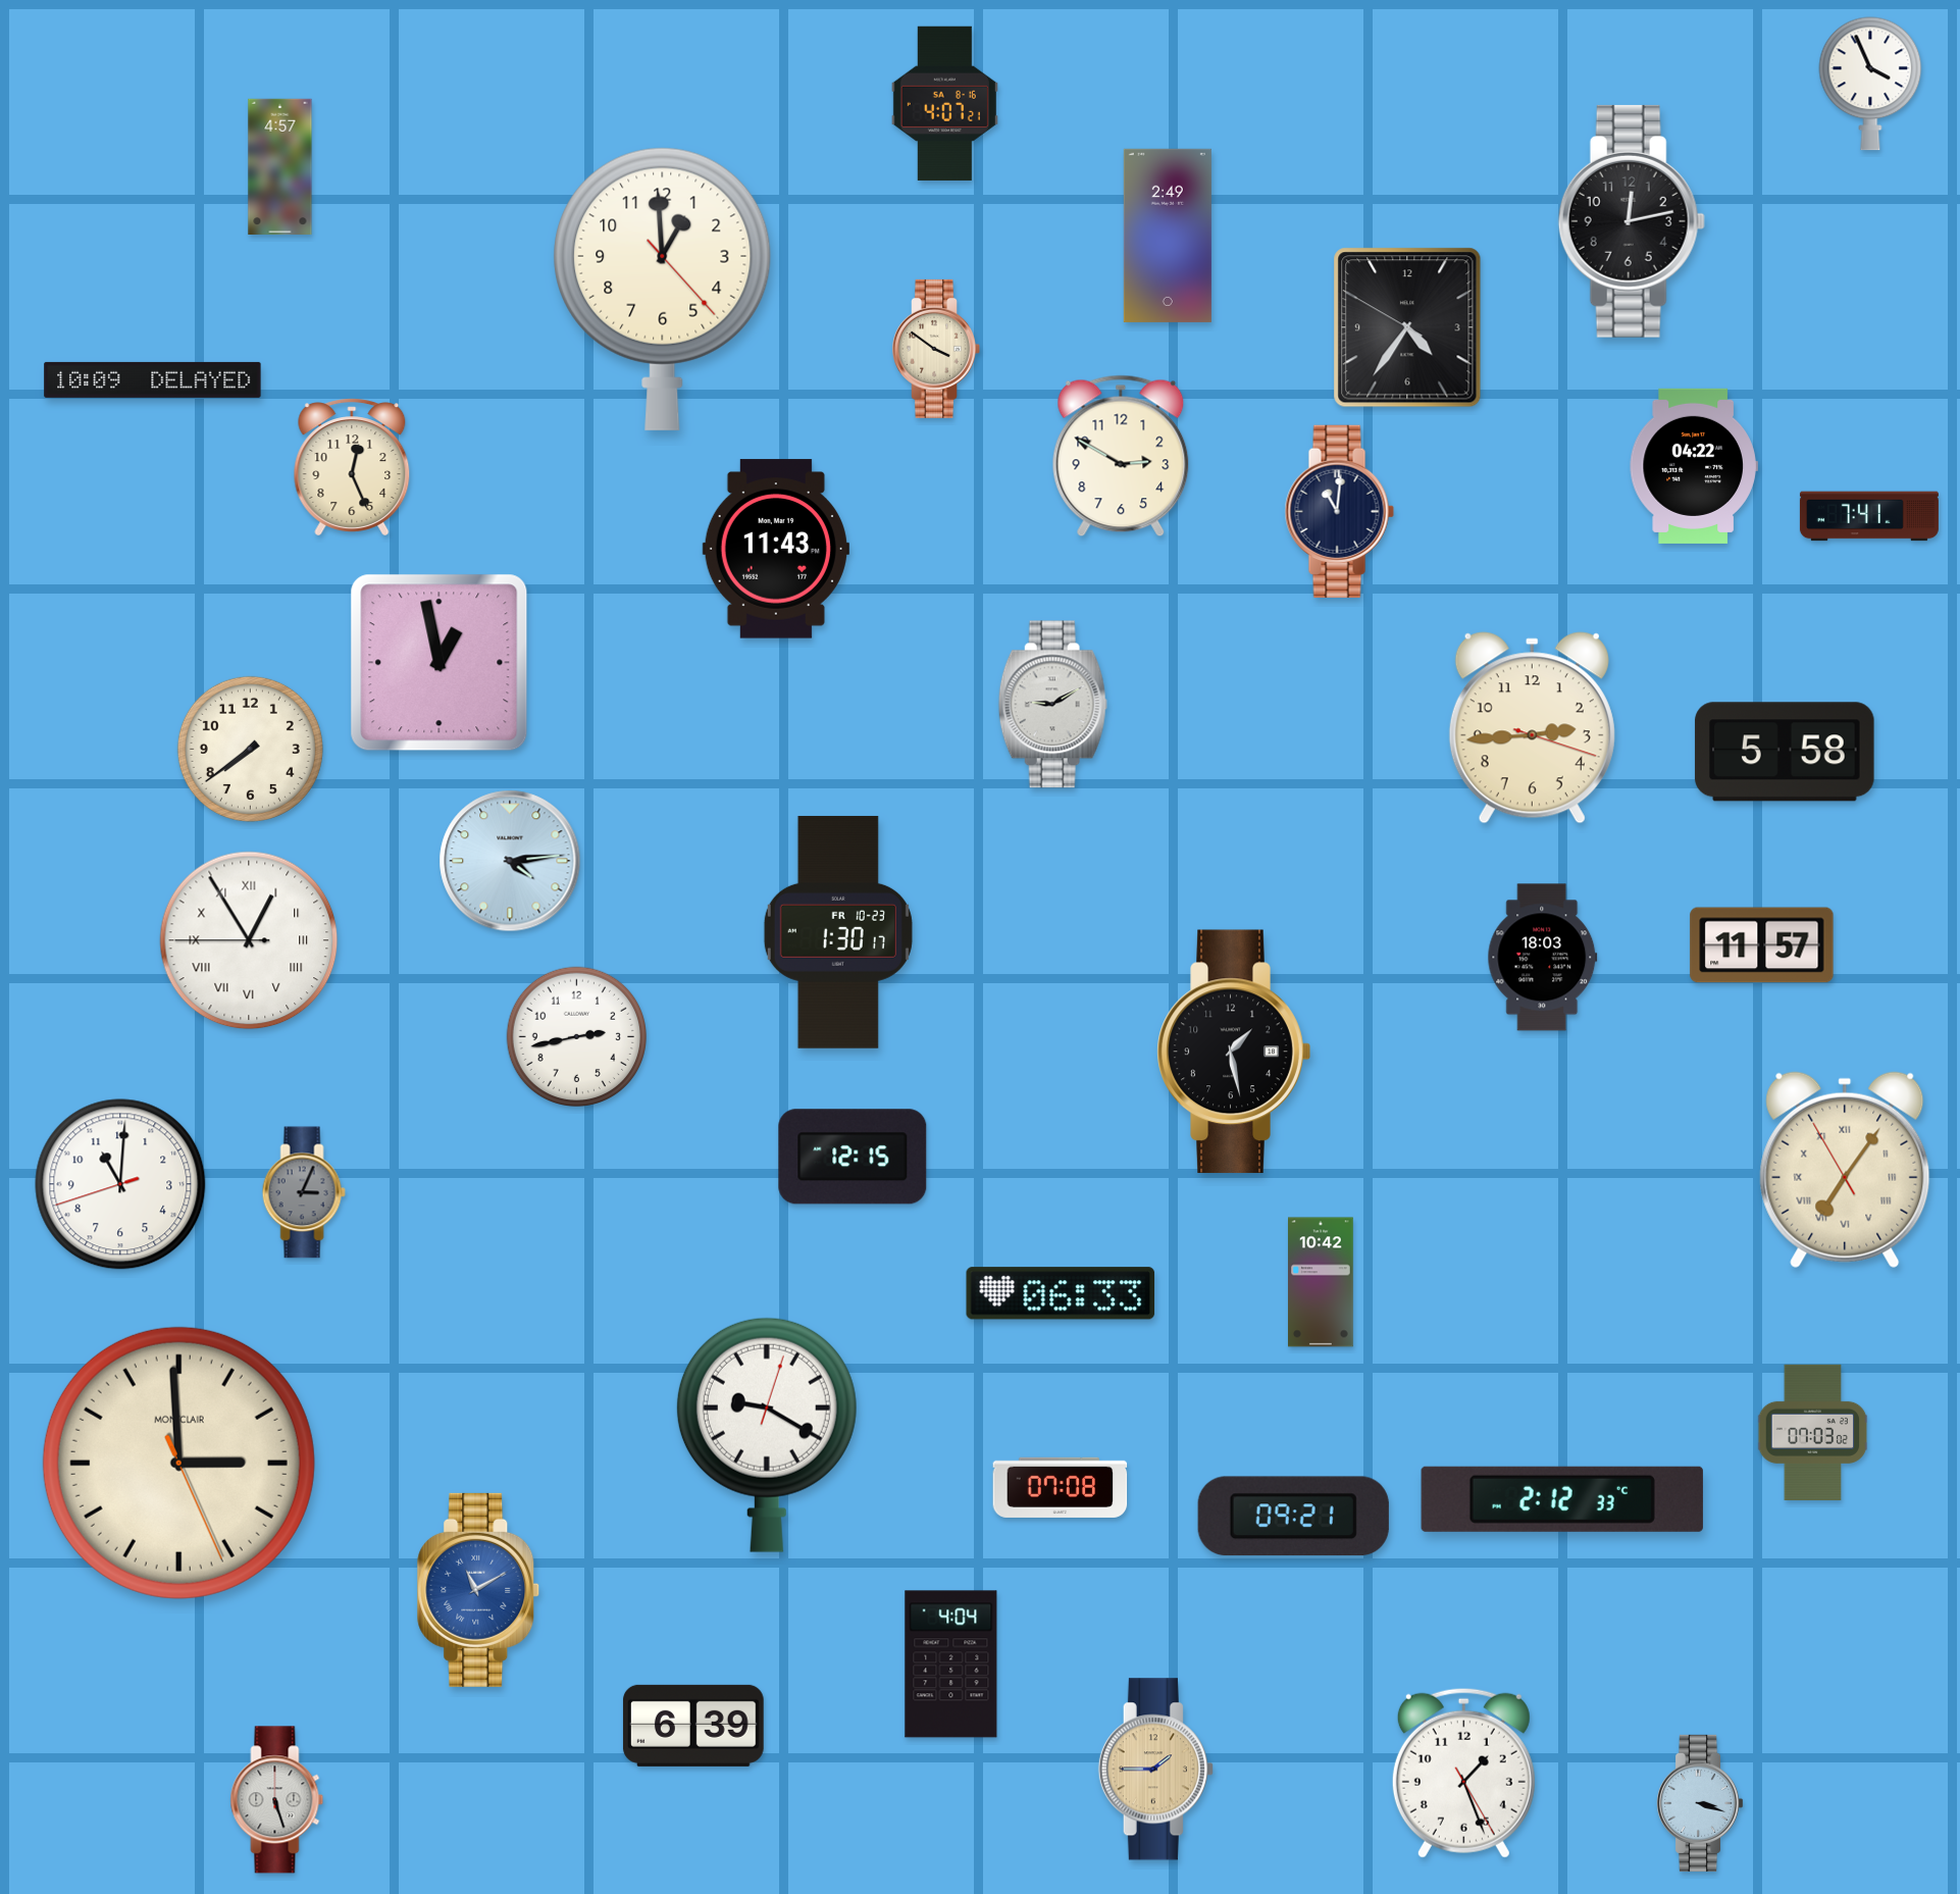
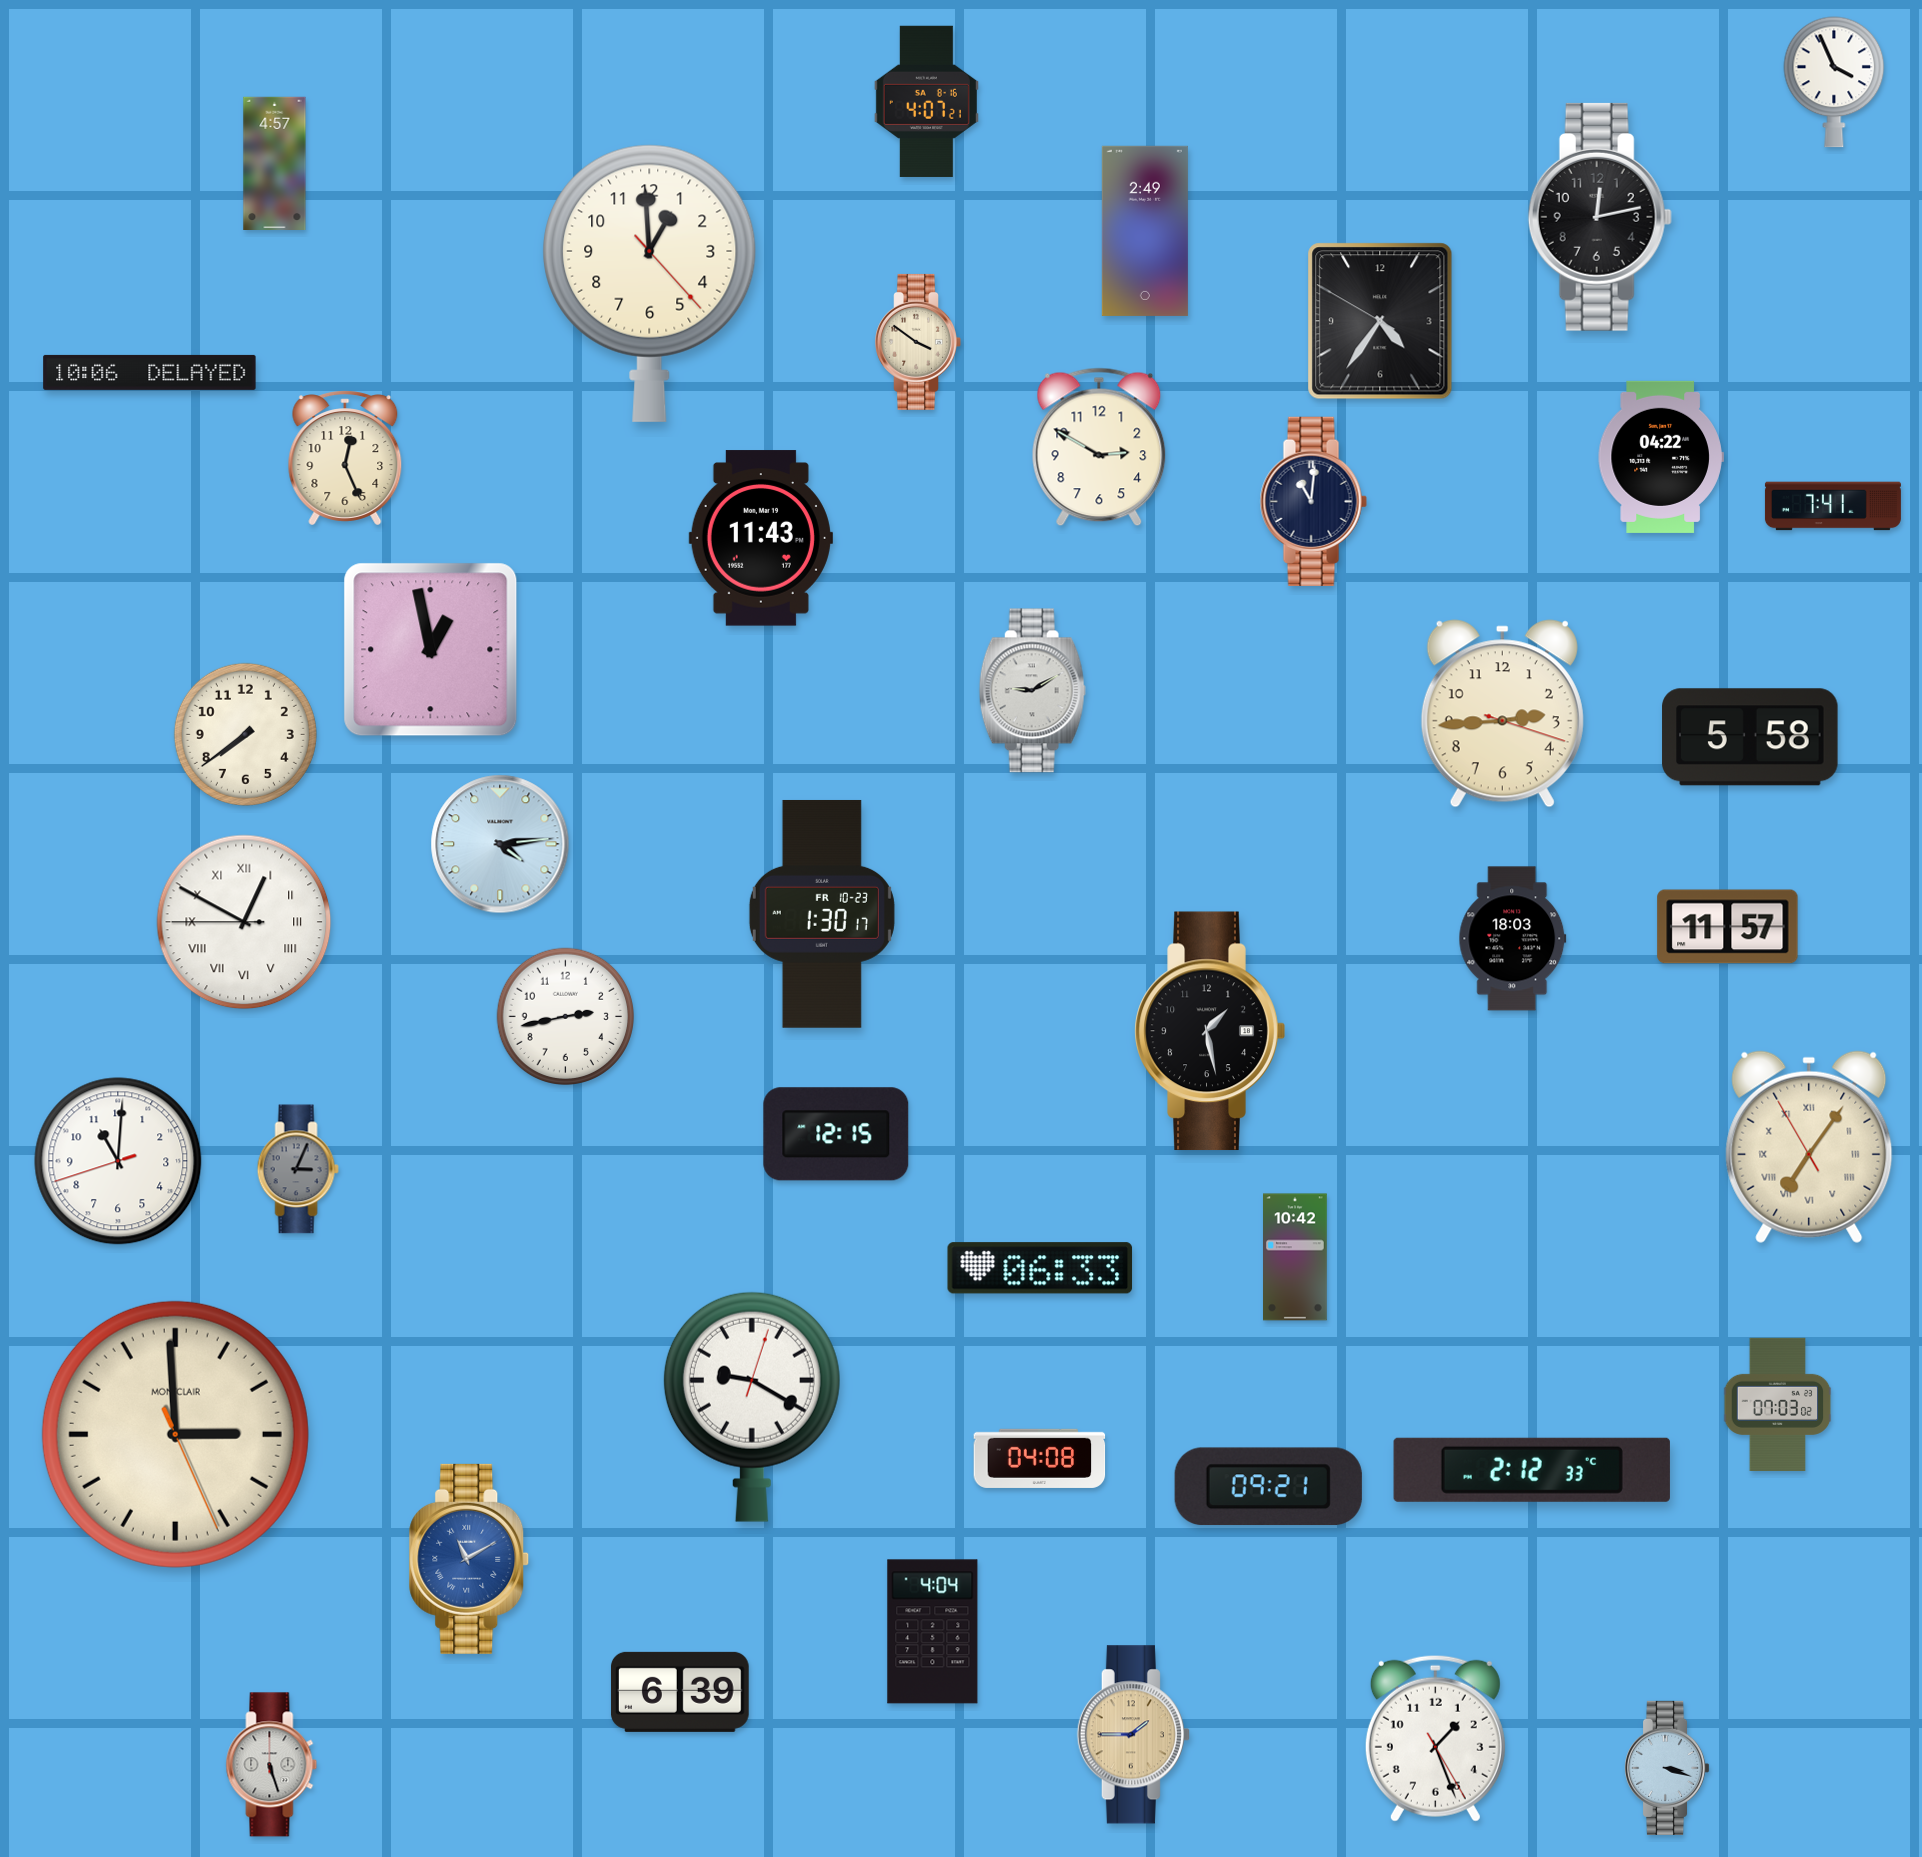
clock at (153, 379): 10:09 -> 10:06
clock at (249, 940): 12:54 -> 12:49
clock at (1061, 1487): 07:08 -> 04:08
